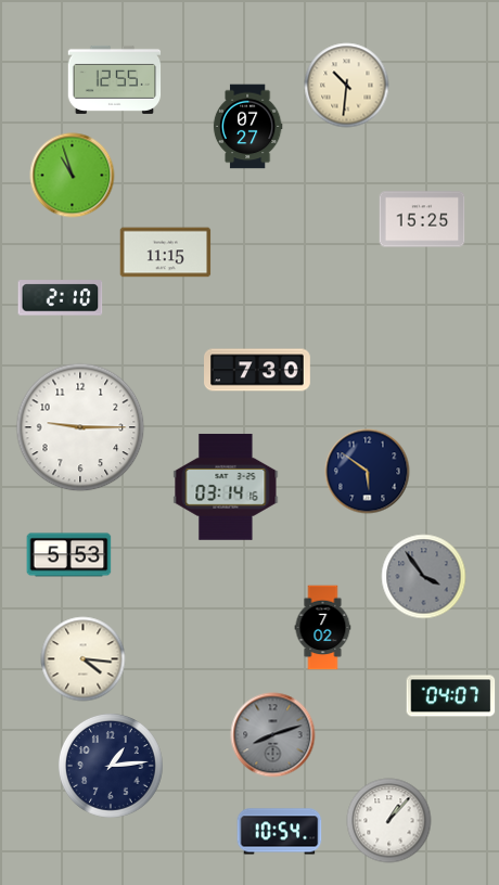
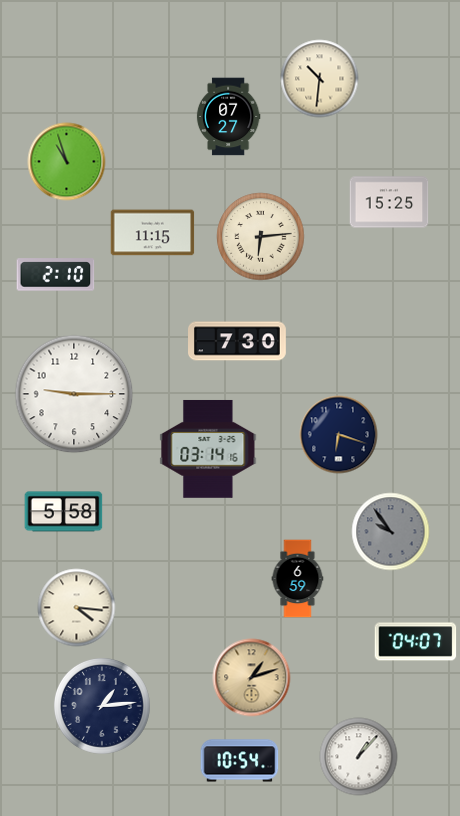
clock at (114, 79): 12:55 -> none
clock at (260, 236): none -> 6:14
clock at (367, 471): 5:51 -> 6:18
clock at (68, 555): 5:53 -> 5:58
clock at (423, 576): 3:54 -> 9:54
clock at (323, 627): 7:02 -> 6:59
clock at (272, 734): 8:12 -> 1:12
clock at (272, 734) dial: grey -> champagne
clock at (279, 832) position: (279, 832) -> (239, 761)
